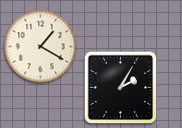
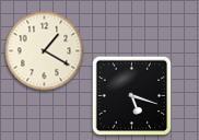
clock at (121, 88): 2:05 -> 5:18
